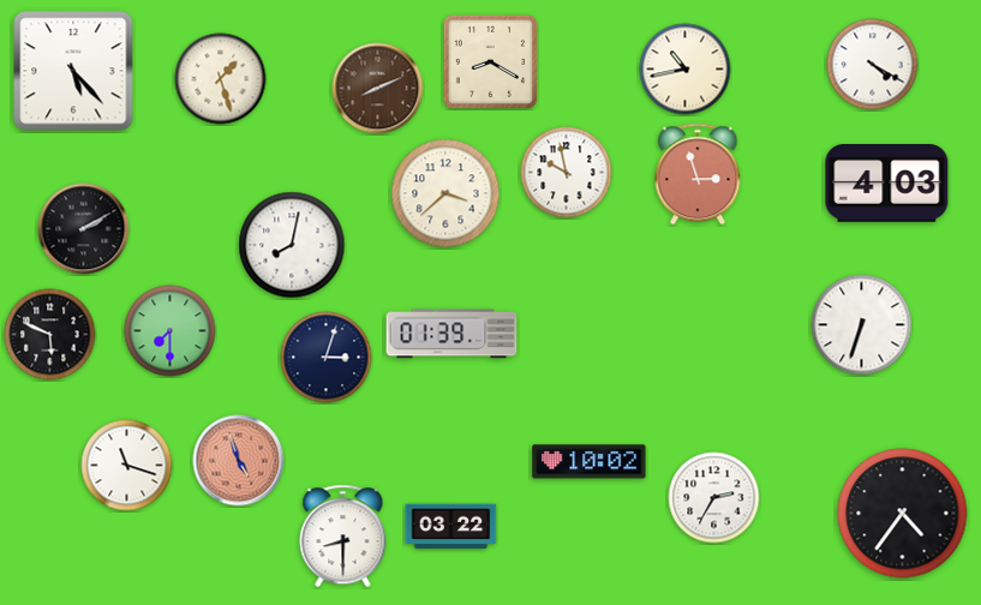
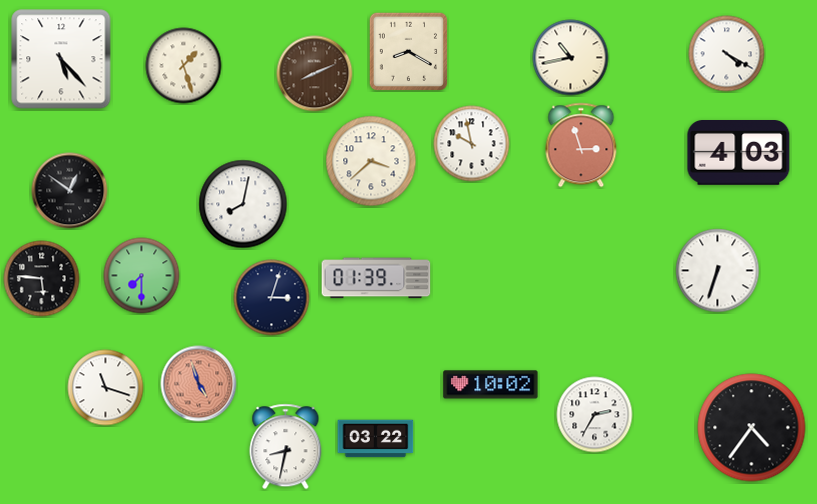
clock at (84, 229): 2:10 -> 12:51
clock at (50, 335): 5:49 -> 5:46
clock at (343, 537): 8:30 -> 8:32
